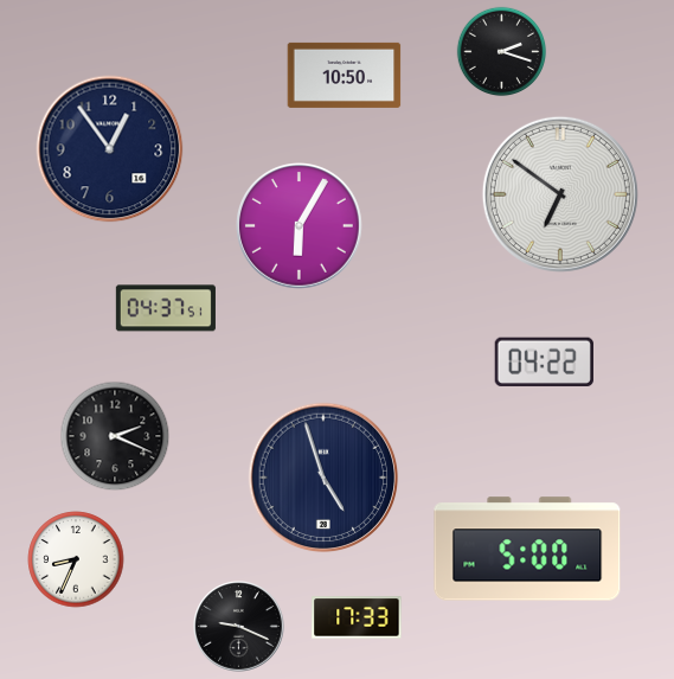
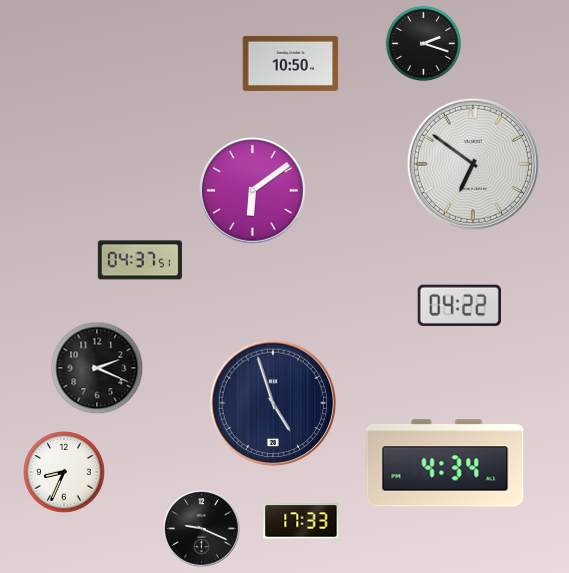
clock at (110, 149): 12:54 -> none
clock at (300, 226): 6:05 -> 6:09
clock at (527, 549): 5:00 -> 4:34
